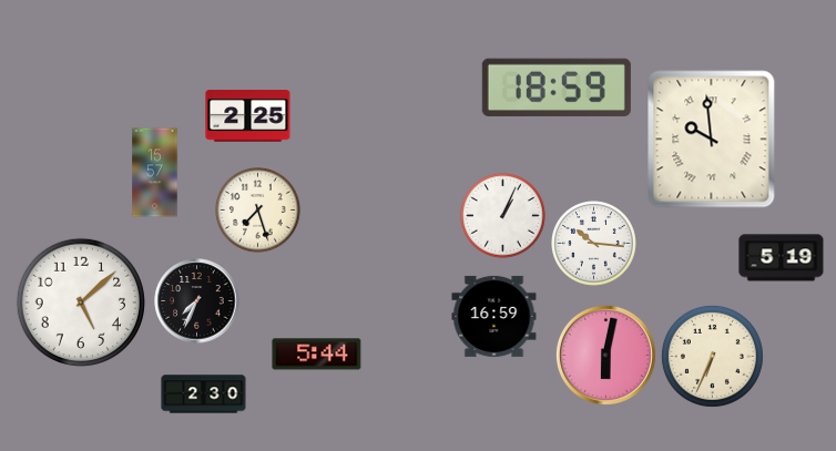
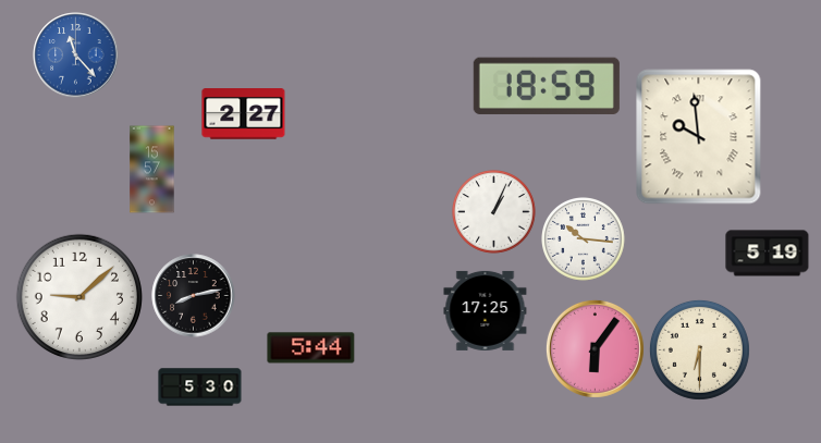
clock at (76, 56): none -> 11:23
clock at (248, 116): 2:25 -> 2:27
clock at (258, 211): 7:27 -> none
clock at (197, 301): 7:34 -> 8:13
clock at (81, 303): 5:08 -> 9:08
clock at (495, 316): 16:59 -> 17:25
clock at (605, 355): 6:02 -> 6:06
clock at (712, 356): 6:34 -> 6:30
clock at (204, 394): 2:30 -> 5:30
